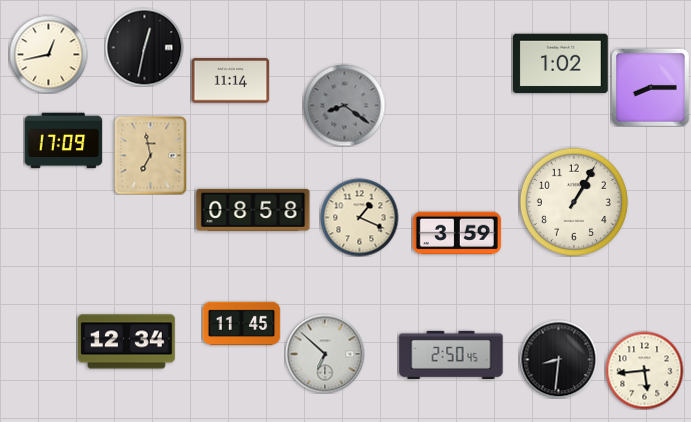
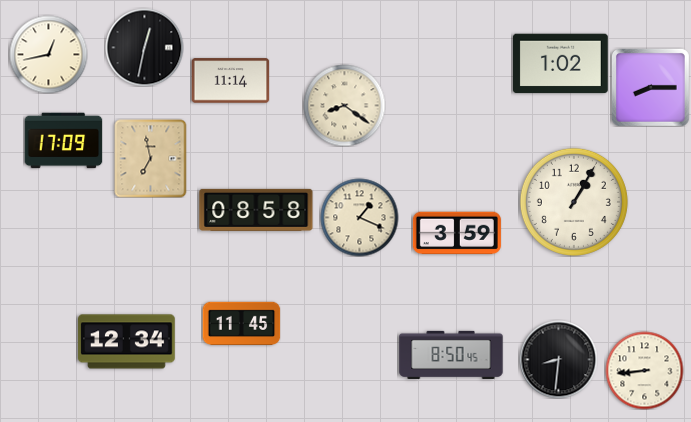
clock at (344, 105) dial: grey -> cream
clock at (151, 155) position: (151, 155) -> (151, 158)
clock at (253, 210) position: (253, 210) -> (256, 210)
clock at (325, 354): 6:52 -> none
clock at (451, 355): 2:50 -> 8:50
clock at (644, 370): 5:44 -> 8:44
